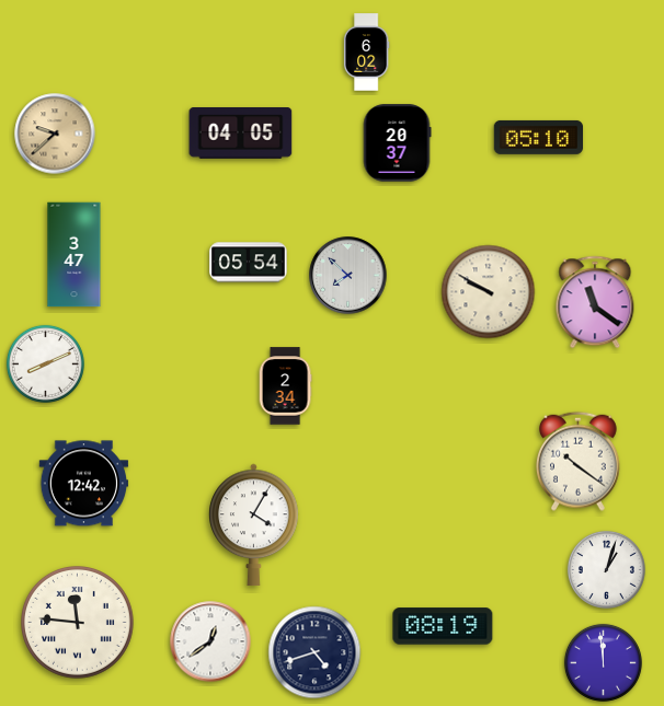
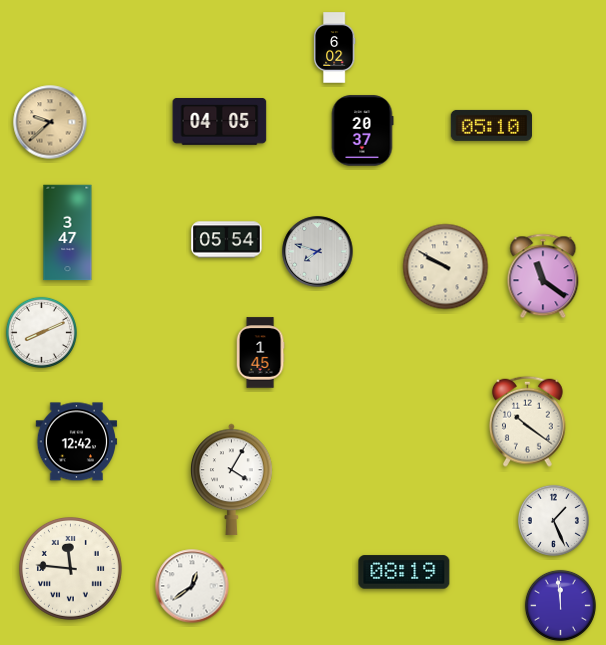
clock at (348, 276): 7:52 -> 7:48
clock at (285, 386): 2:34 -> 1:45
clock at (606, 569): 1:03 -> 1:26
clock at (314, 652): 4:42 -> none
clock at (603, 662) position: (603, 662) -> (560, 605)
